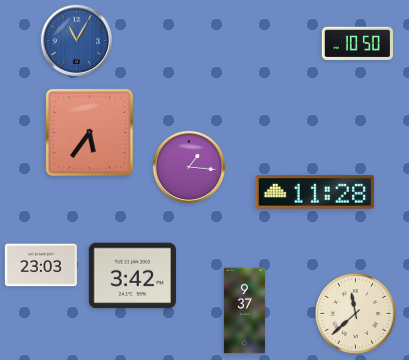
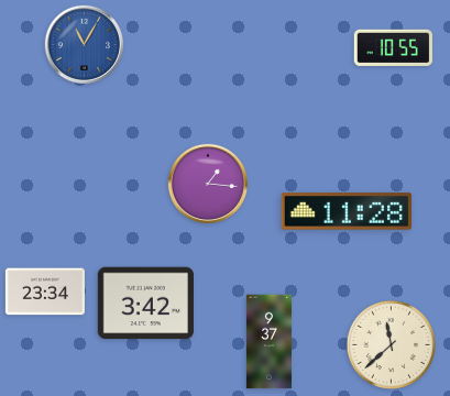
clock at (357, 43): 10:50 -> 10:55
clock at (89, 132): 5:36 -> none
clock at (41, 265): 23:03 -> 23:34
